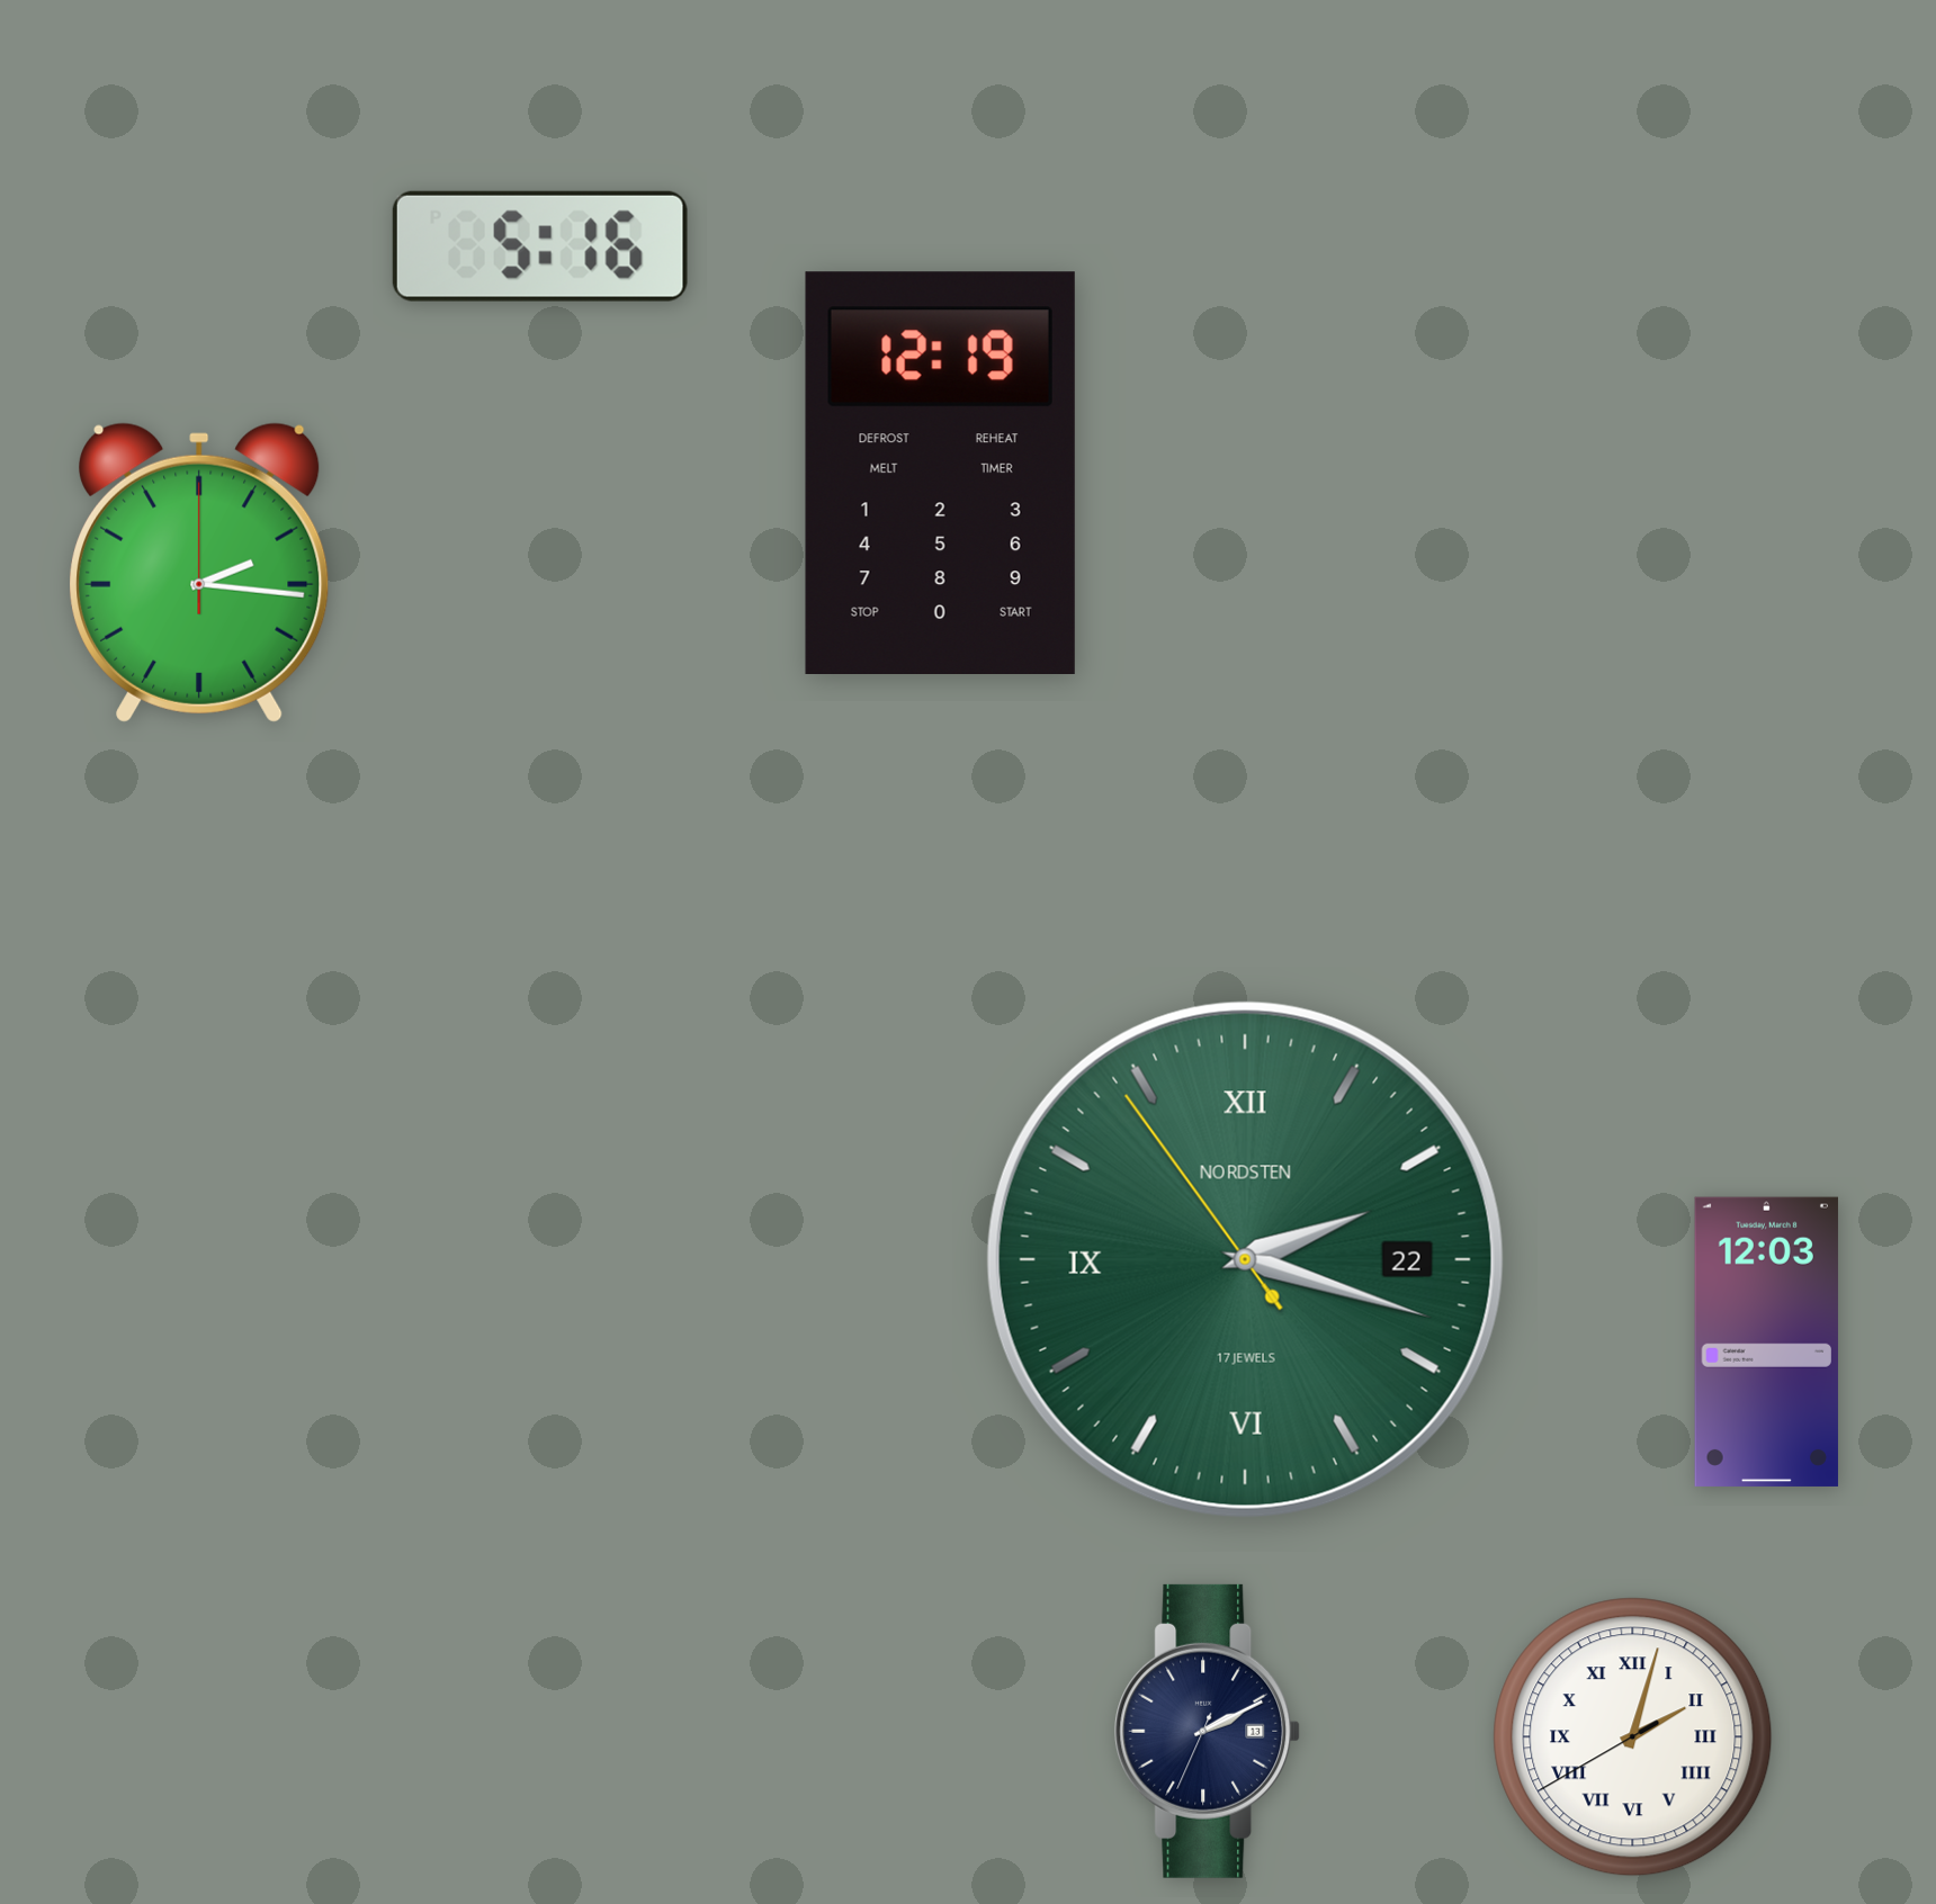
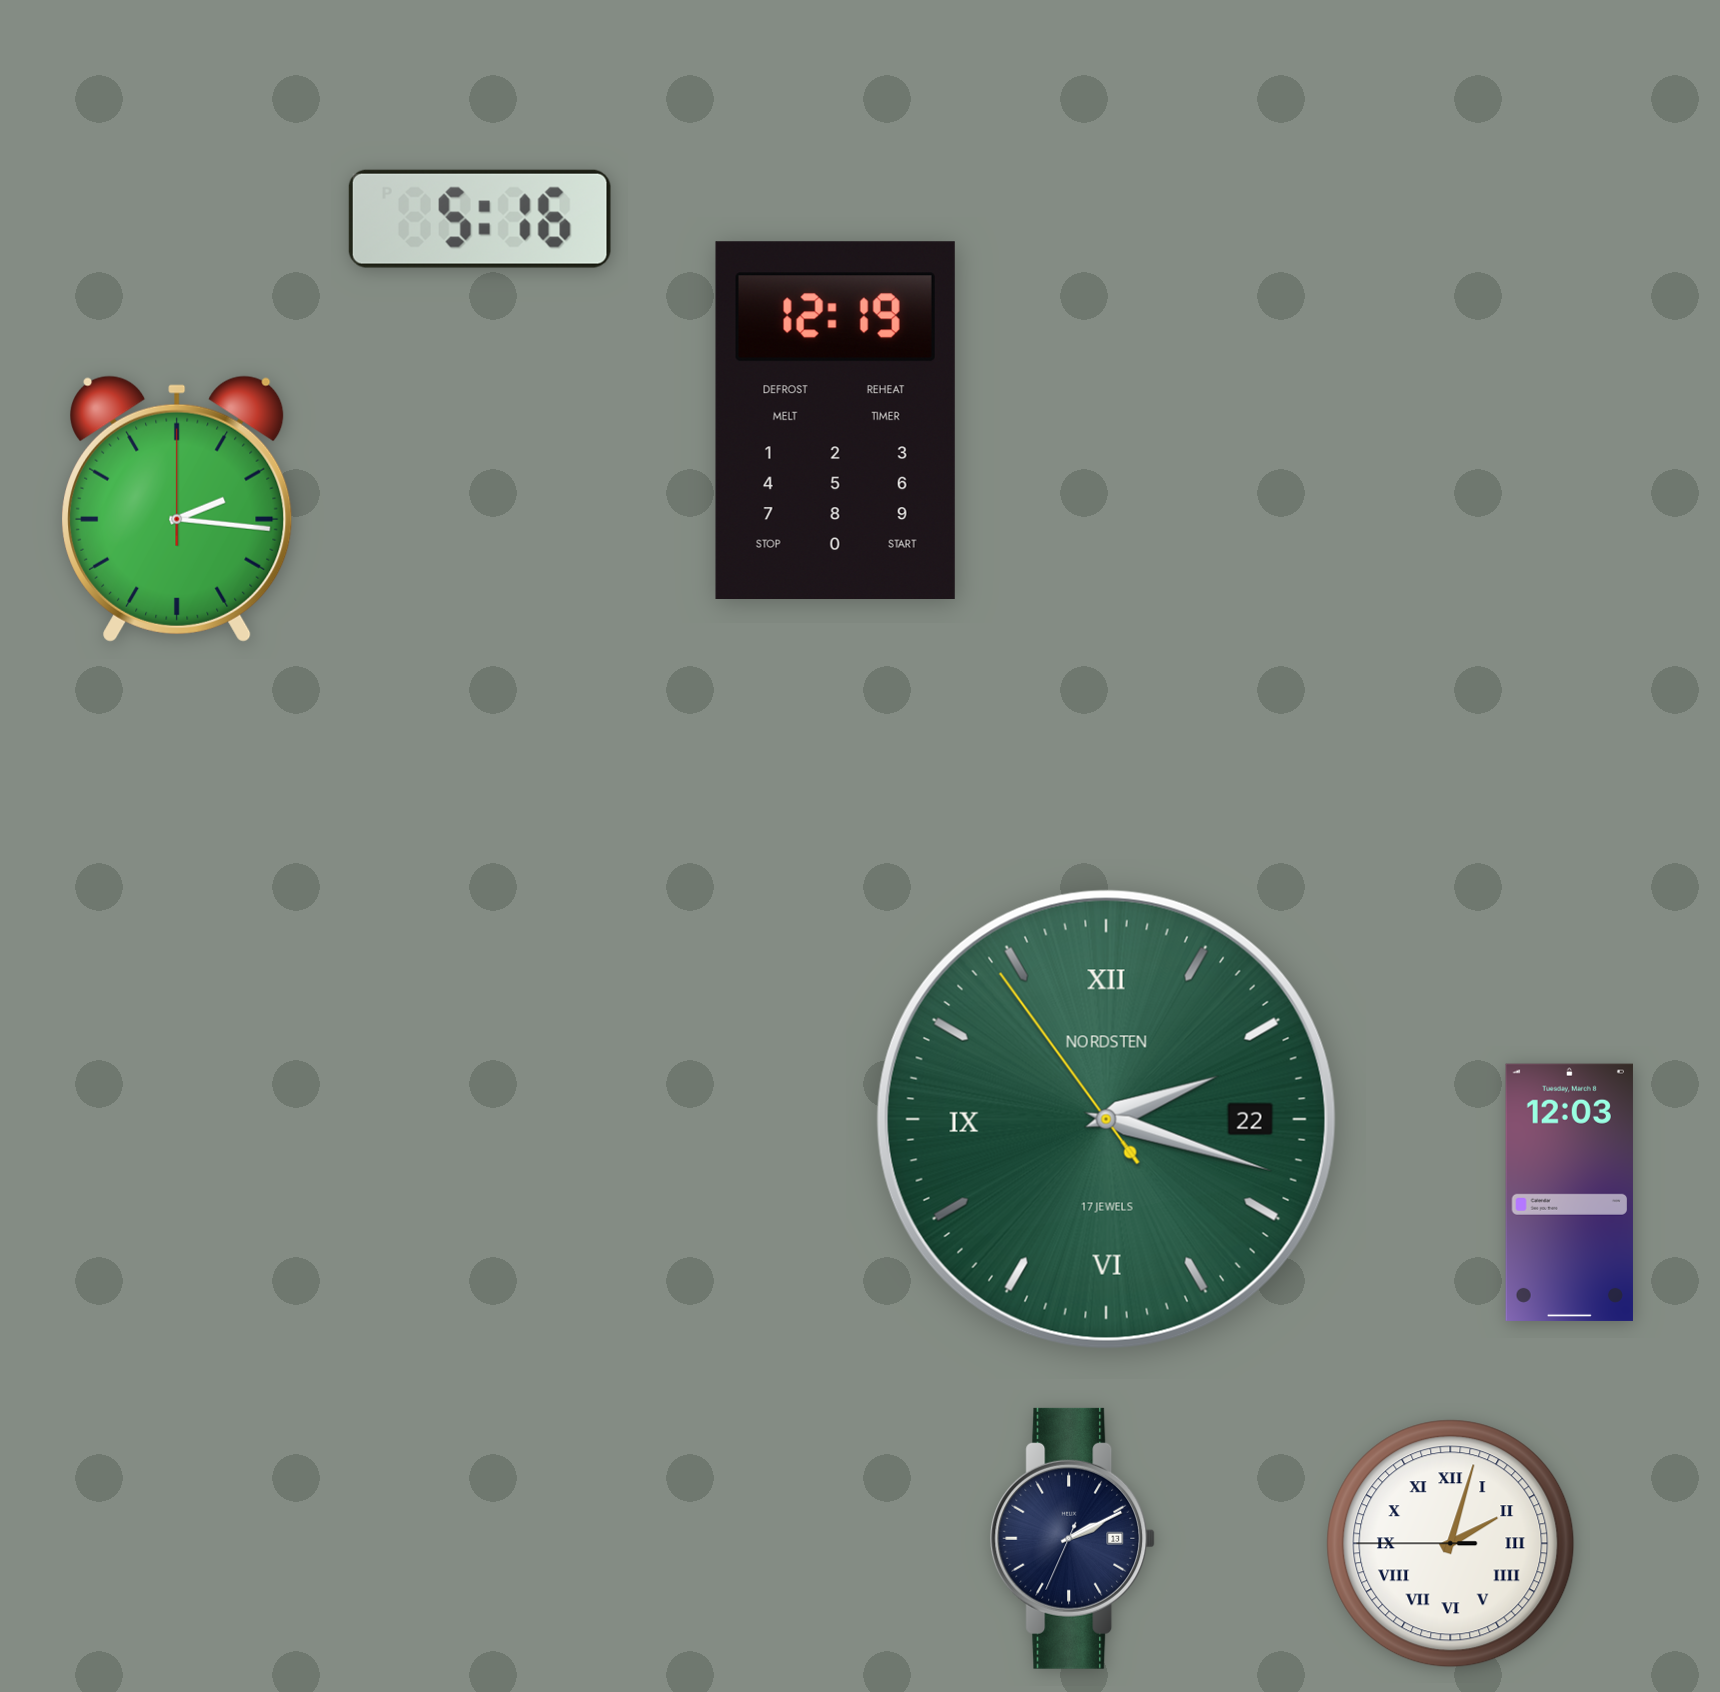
clock at (1633, 1737): 2:02:40 -> 2:02:45
